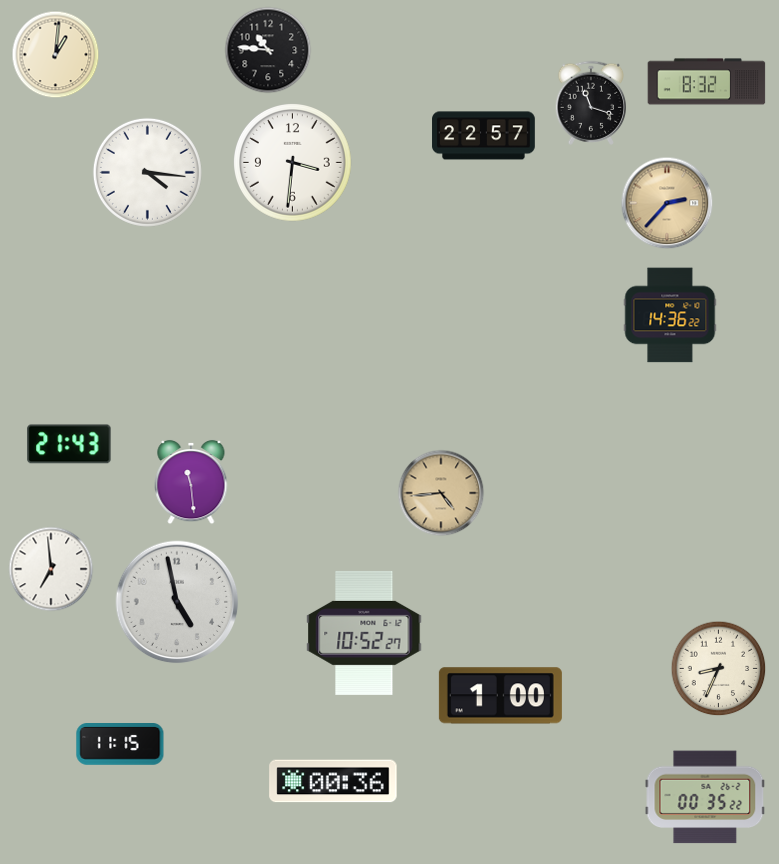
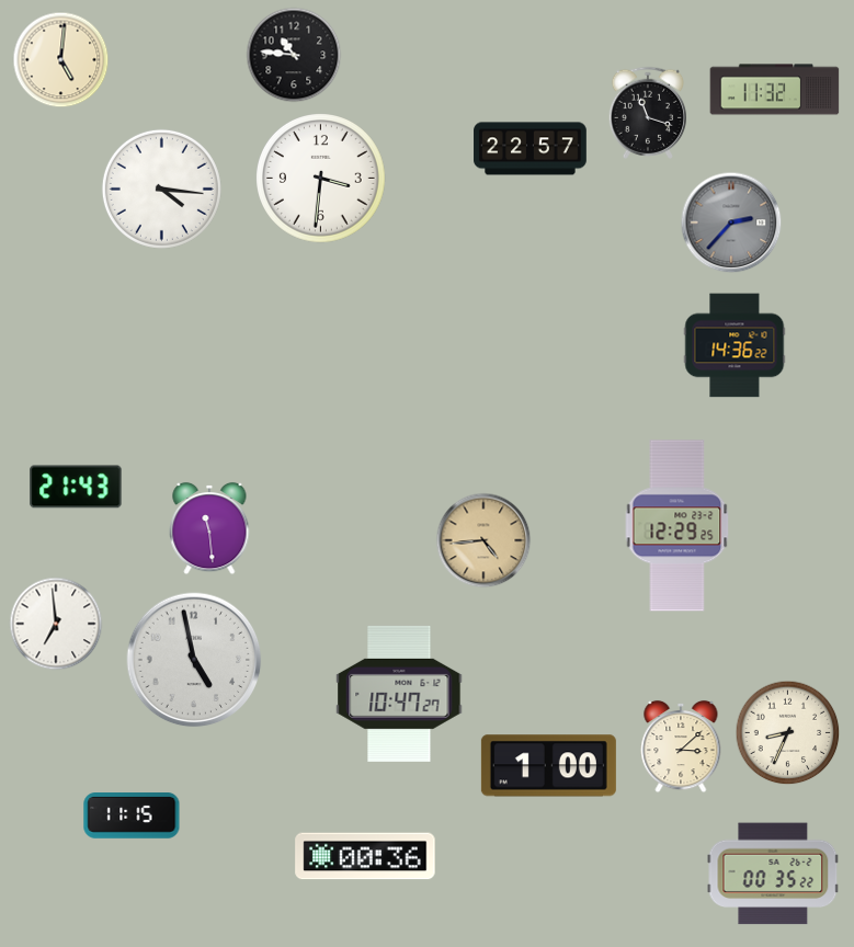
clock at (56, 55): 1:01 -> 5:01
clock at (707, 82): 8:32 -> 11:32
clock at (667, 203) dial: champagne -> grey
clock at (677, 526): none -> 12:29
clock at (364, 633): 10:52 -> 10:47
clock at (681, 746): none -> 3:08
clock at (500, 696) position: (500, 696) -> (548, 766)
